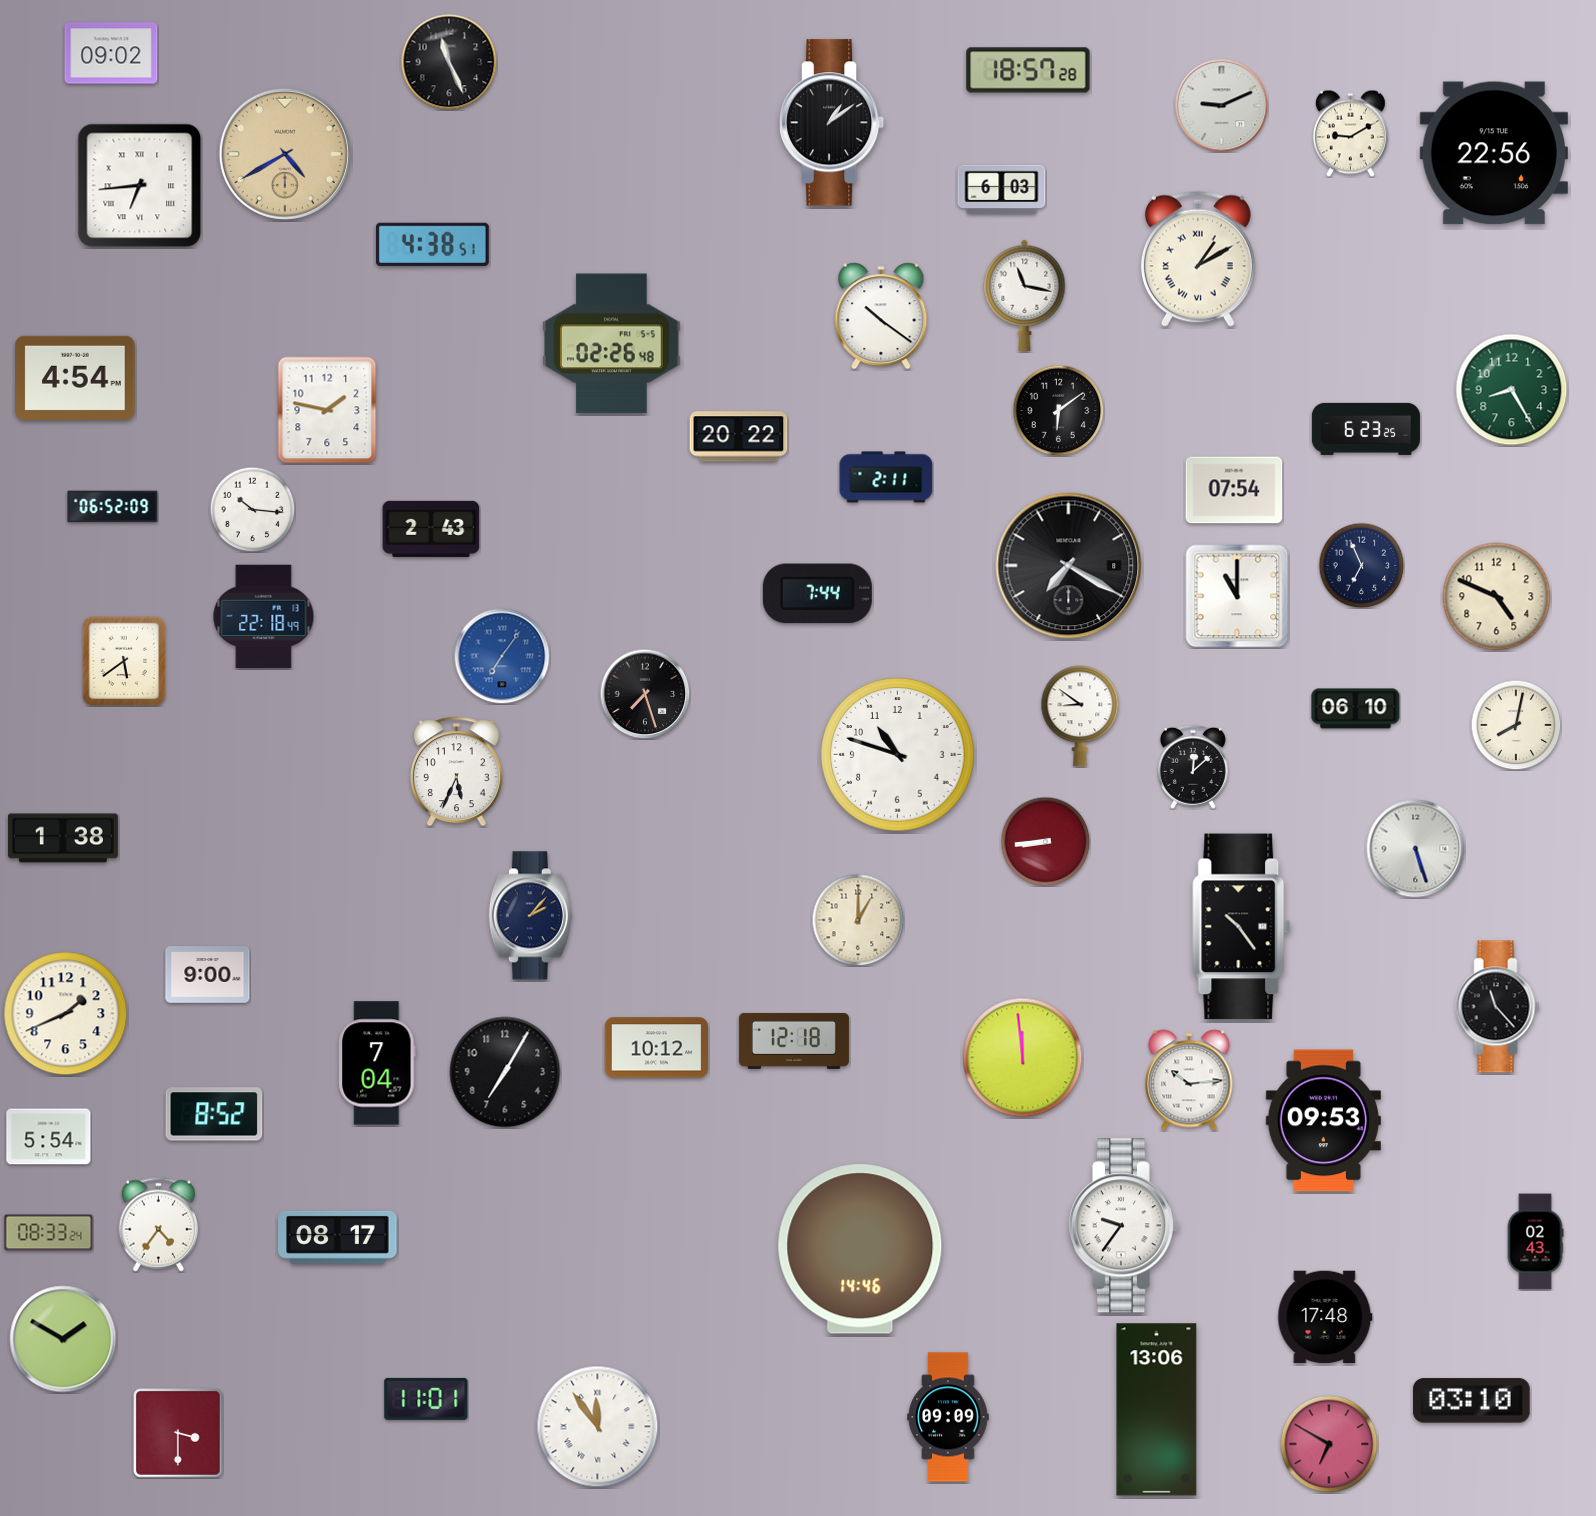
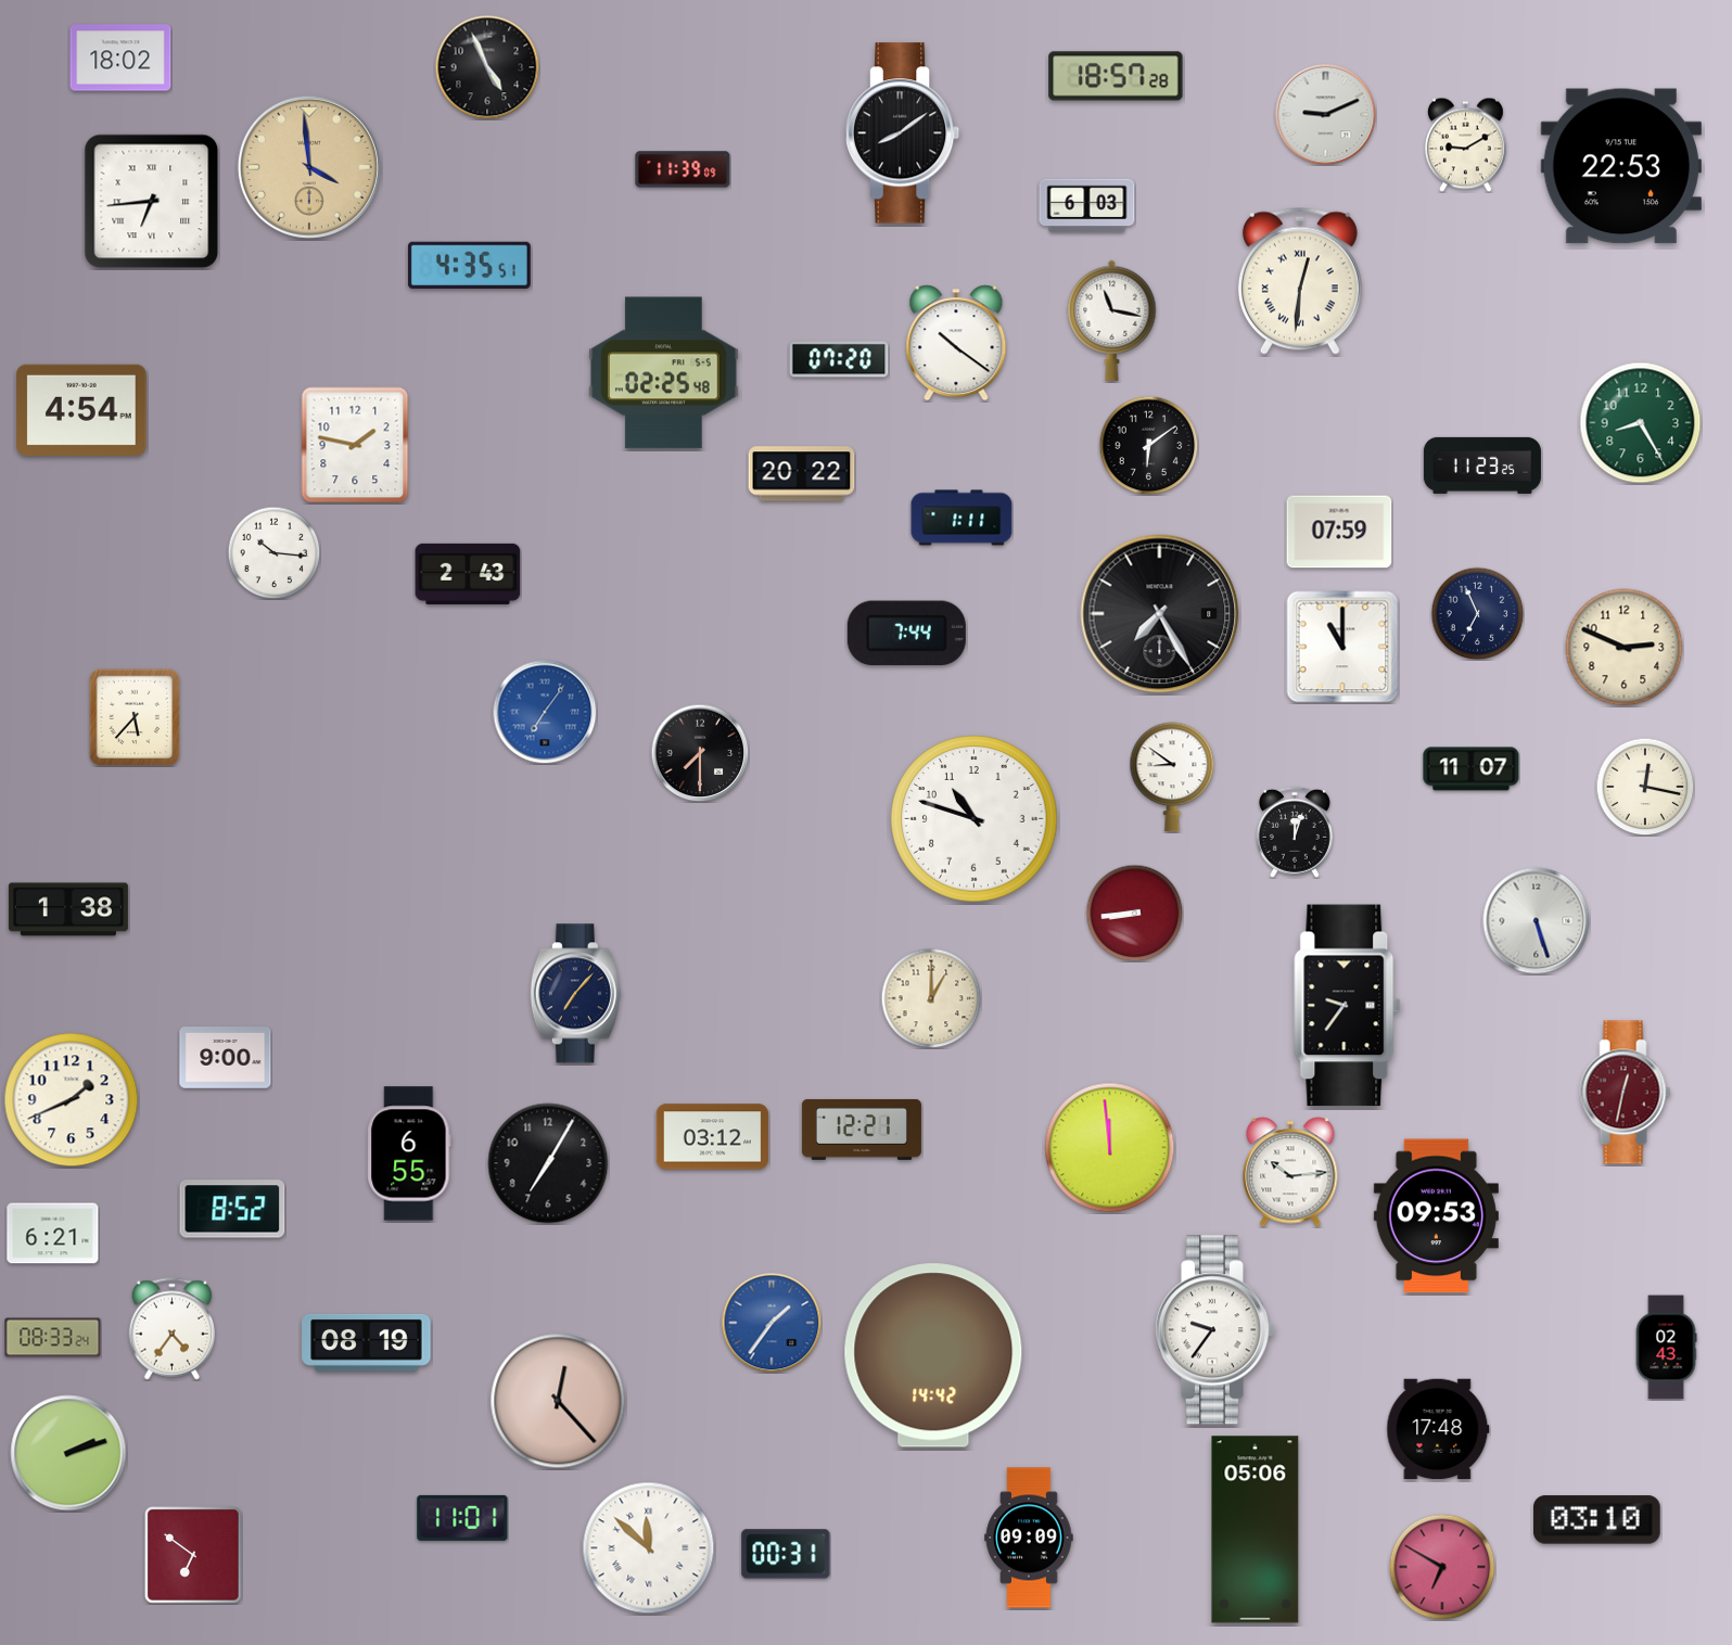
clock at (111, 53): 09:02 -> 18:02
clock at (449, 62): 11:26 -> 4:56
clock at (832, 123): 1:09 -> 8:09
clock at (1494, 153): 22:56 -> 22:53
clock at (285, 154): 4:40 -> 3:59
clock at (683, 169): none -> 11:39
clock at (432, 244): 4:38 -> 4:35
clock at (1198, 259): 1:10 -> 12:31
clock at (839, 359): none -> 07:20
clock at (612, 344): 02:26 -> 02:25
clock at (1366, 429): 6:23 -> 11:23
clock at (886, 477): 2:11 -> 1:11
clock at (1234, 490): 07:54 -> 07:59
clock at (113, 507): 06:52 -> none
clock at (1069, 566): 7:20 -> 7:25
clock at (817, 594) position: (817, 594) -> (906, 634)
clock at (1497, 597): 4:49 -> 2:49
clock at (264, 617): 22:18 -> none
clock at (124, 661): 5:39 -> 5:37
clock at (645, 694): 7:27 -> 7:30
clock at (1356, 709): 06:10 -> 11:07
clock at (1516, 725): 8:02 -> 12:17
clock at (1193, 767): 12:08 -> 12:03
clock at (456, 772): 5:34 -> none
clock at (530, 916): 2:07 -> 7:07
clock at (1242, 927): 10:24 -> 9:36
clock at (1498, 1007): 11:23 -> 12:32
clock at (1498, 1007) dial: black -> burgundy
clock at (794, 1041): 12:18 -> 12:21
clock at (657, 1048): 10:12 -> 03:12
clock at (377, 1063): 7:04 -> 6:55
clock at (49, 1137): 5:54 -> 6:21
clock at (772, 1323): none -> 1:36
clock at (1123, 1226) position: (1123, 1226) -> (1214, 1330)
clock at (338, 1237): 08:17 -> 08:19
clock at (860, 1249): 14:46 -> 14:42
clock at (558, 1401): none -> 12:23
clock at (63, 1339): 1:50 -> 2:12
clock at (1157, 1410): 13:06 -> 05:06
clock at (598, 1427): 11:54 -> 11:52
clock at (786, 1554): none -> 00:31
clock at (178, 1433): 3:30 -> 6:51
